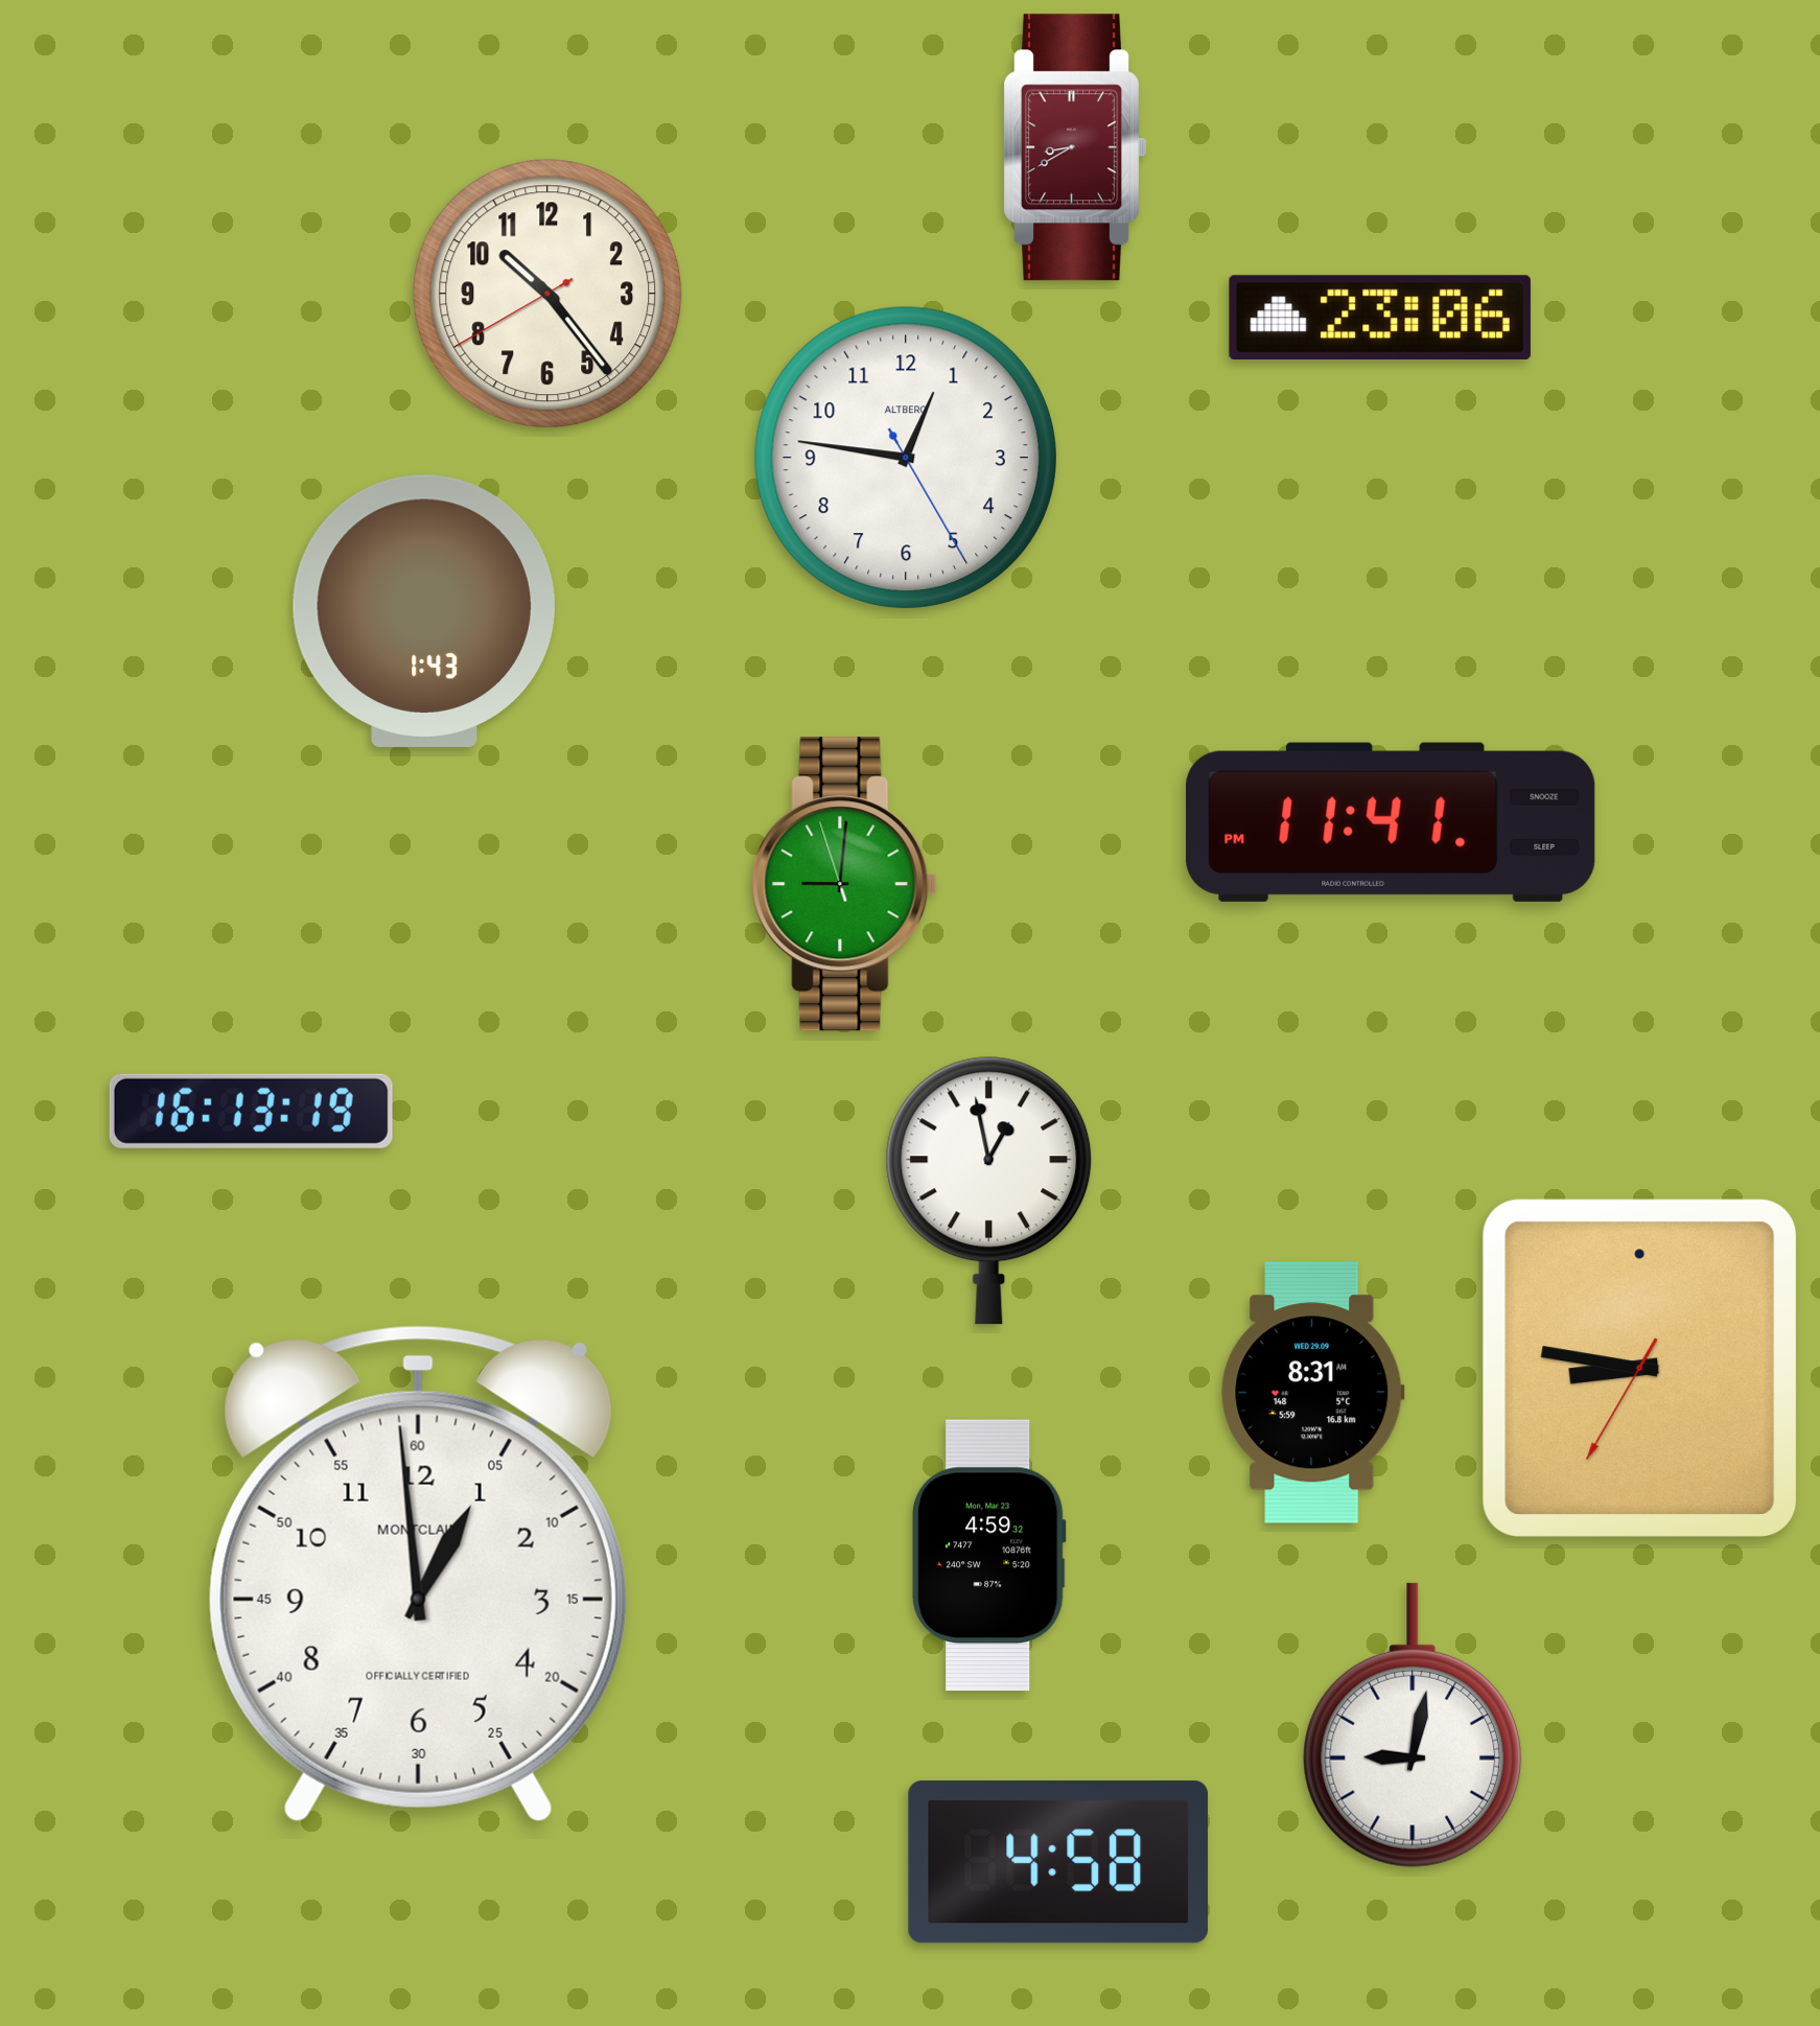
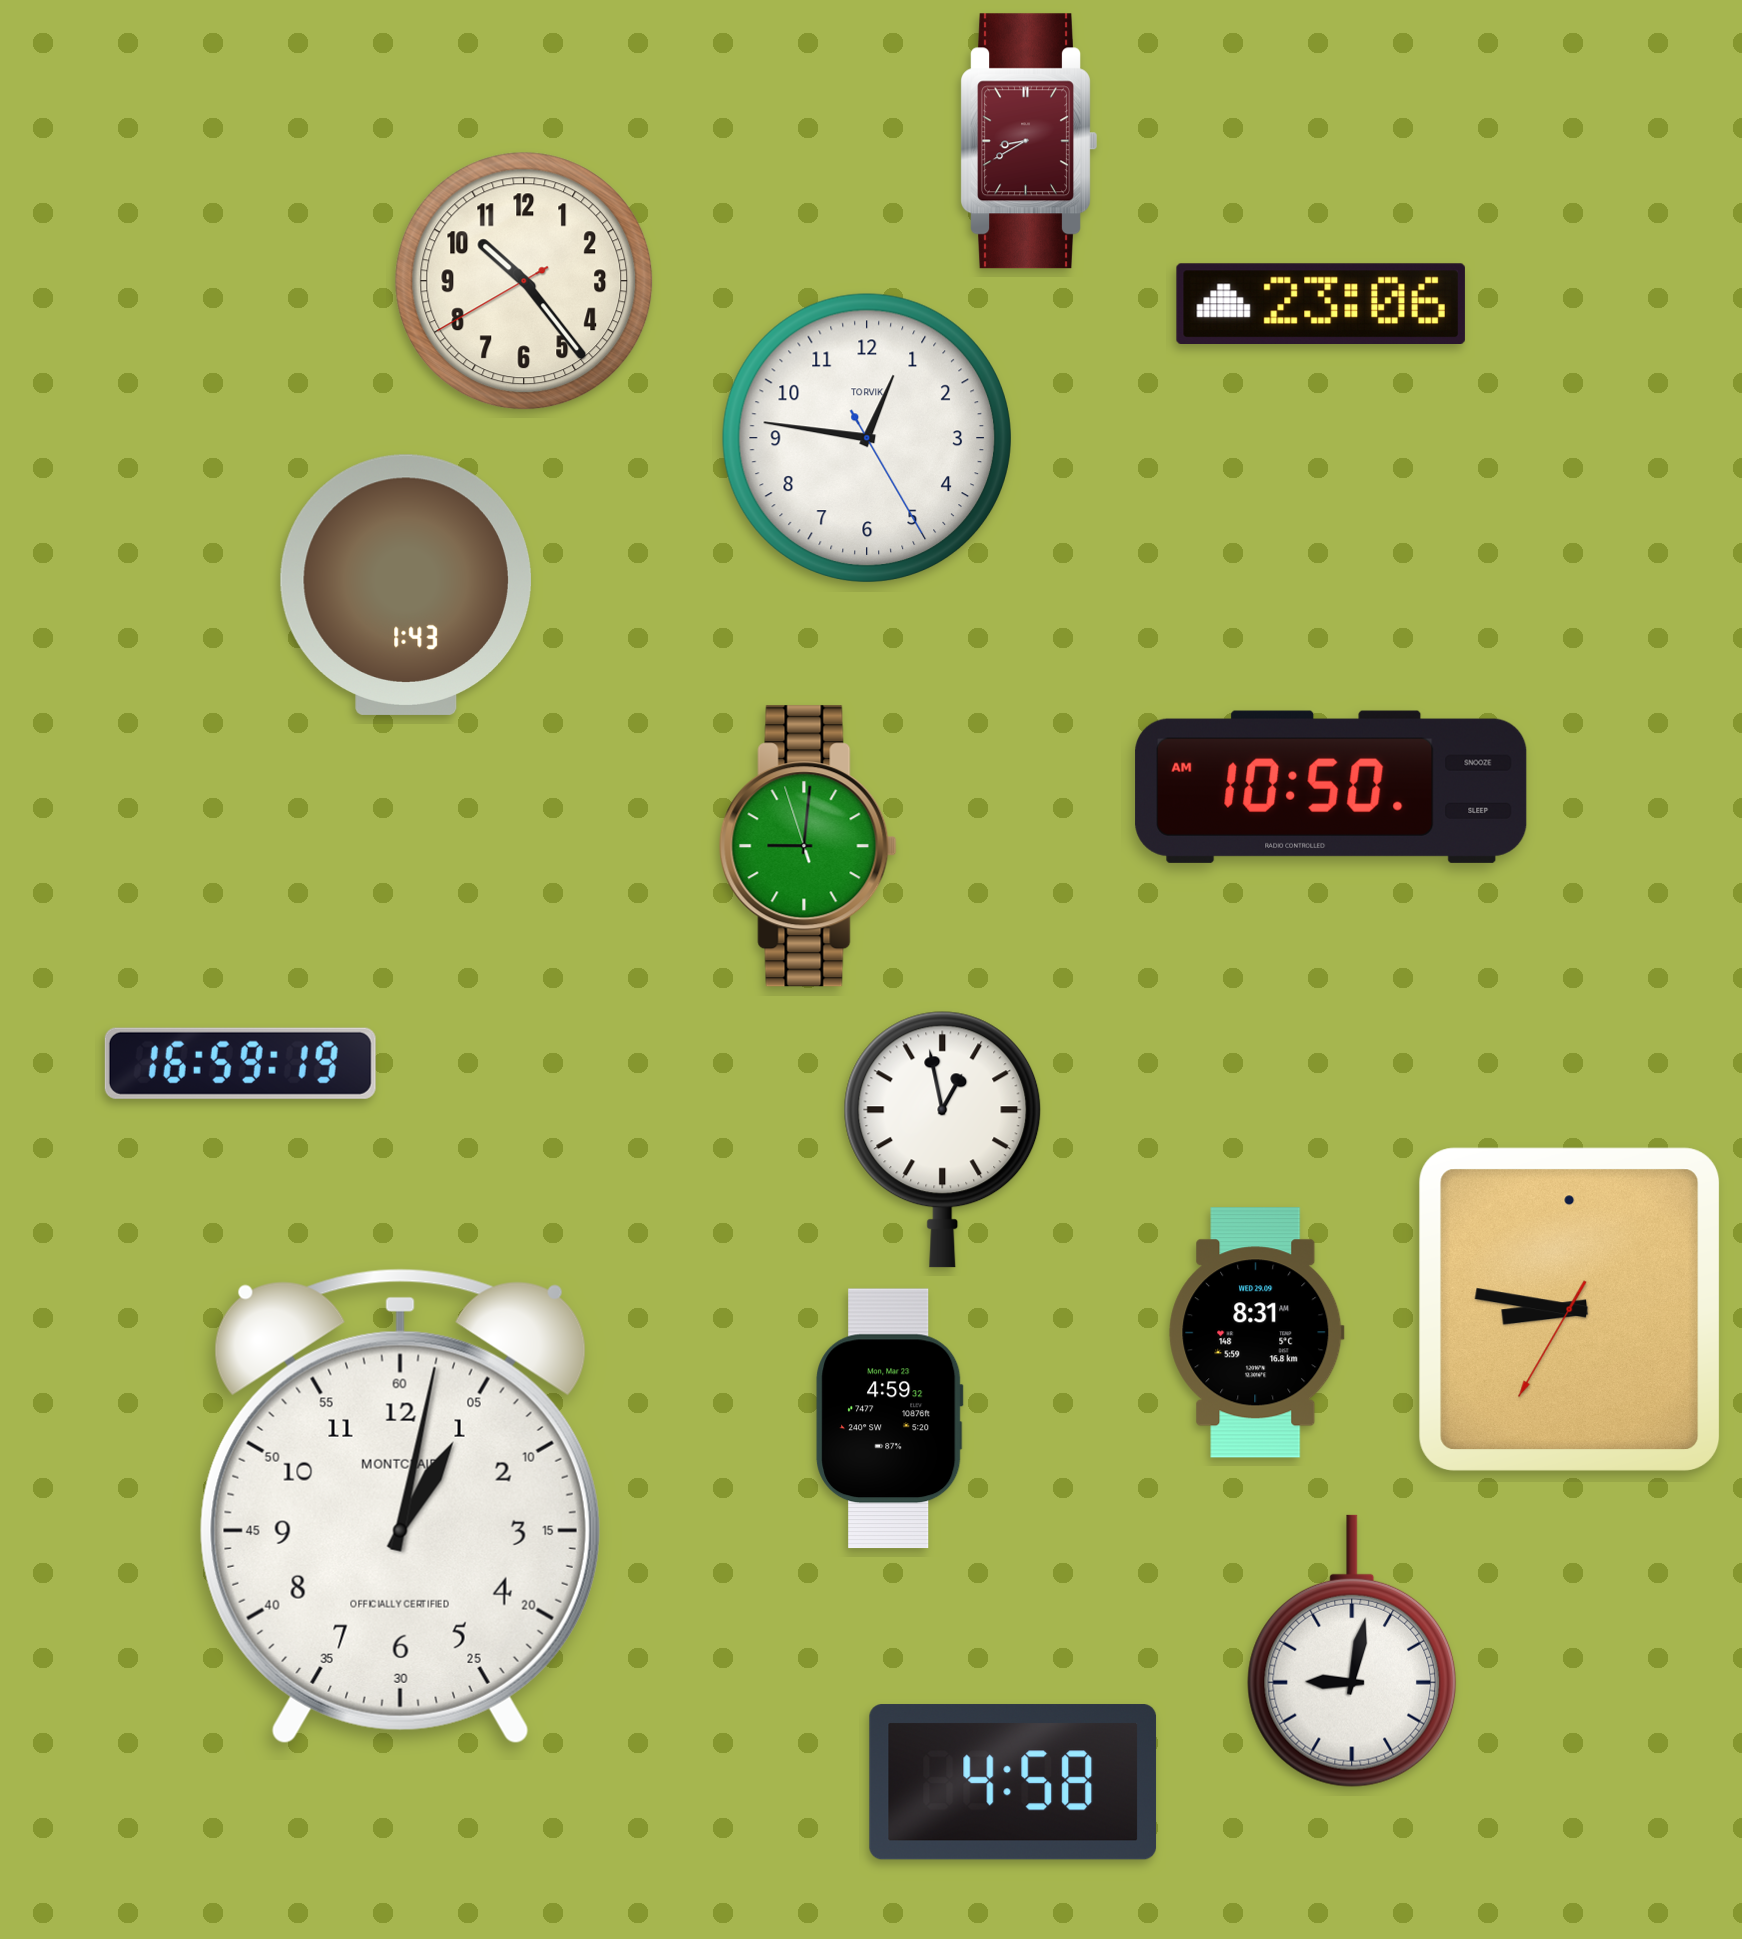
clock at (906, 458) brand: ALTBERG -> TORVIK
clock at (1391, 822): 11:41 -> 10:50
clock at (251, 1111): 16:13 -> 16:59
clock at (989, 1190) position: (989, 1190) -> (943, 1139)
clock at (989, 1556) position: (989, 1556) -> (890, 1419)
clock at (418, 1574): 12:59 -> 1:02
